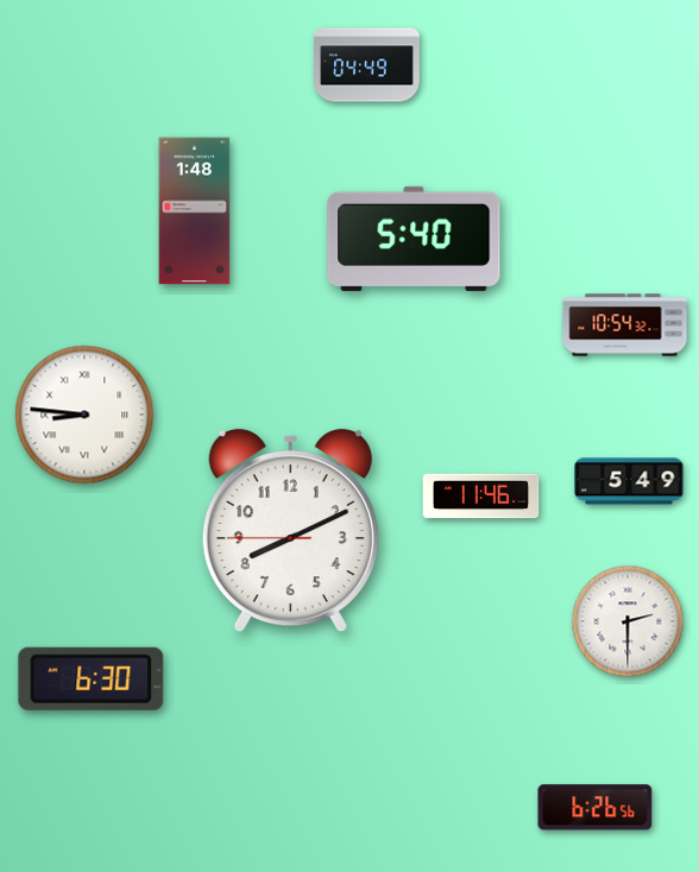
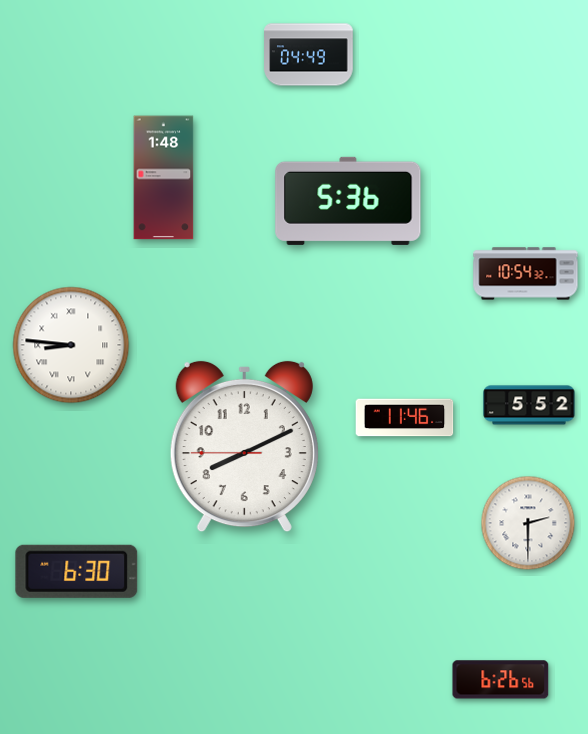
clock at (414, 239): 5:40 -> 5:36
clock at (84, 415) position: (84, 415) -> (71, 345)
clock at (629, 481): 5:49 -> 5:52
